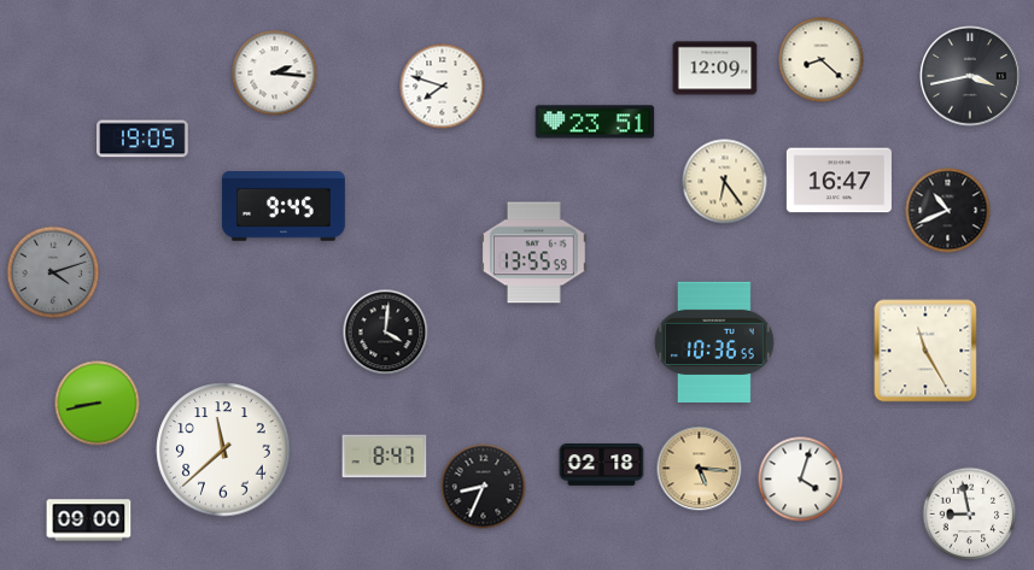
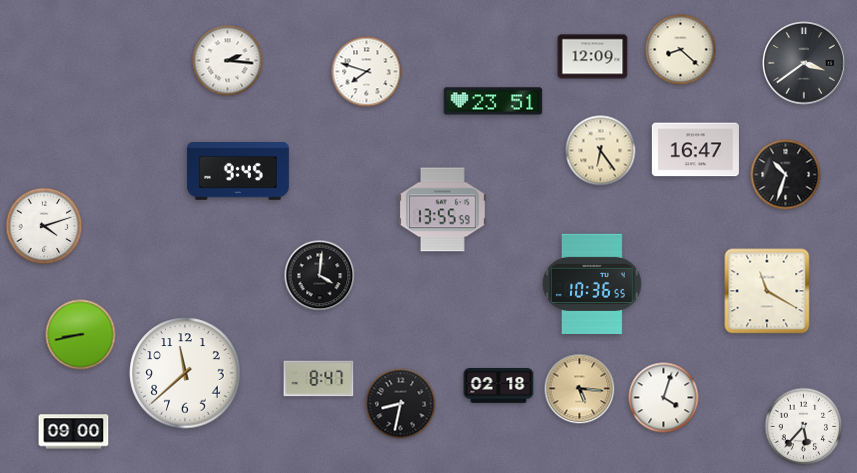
clock at (970, 76): 3:43 -> 3:39
clock at (144, 139): 19:05 -> none
clock at (284, 207) position: (284, 207) -> (238, 172)
clock at (948, 211): 10:41 -> 10:33
clock at (53, 272) dial: grey -> white
clock at (925, 351): 11:25 -> 11:20
clock at (484, 487): 8:34 -> 8:32
clock at (970, 515): 8:58 -> 5:37
